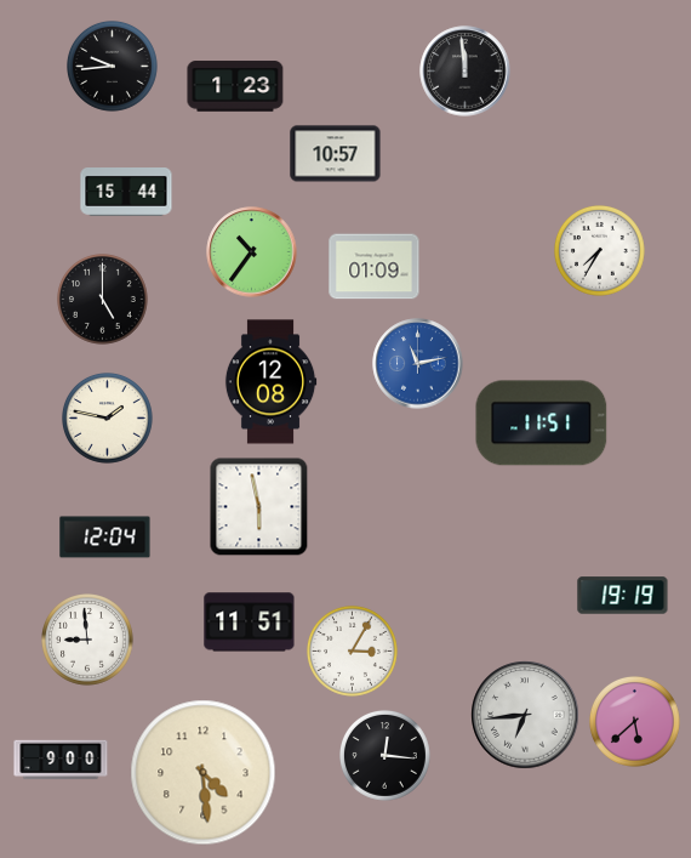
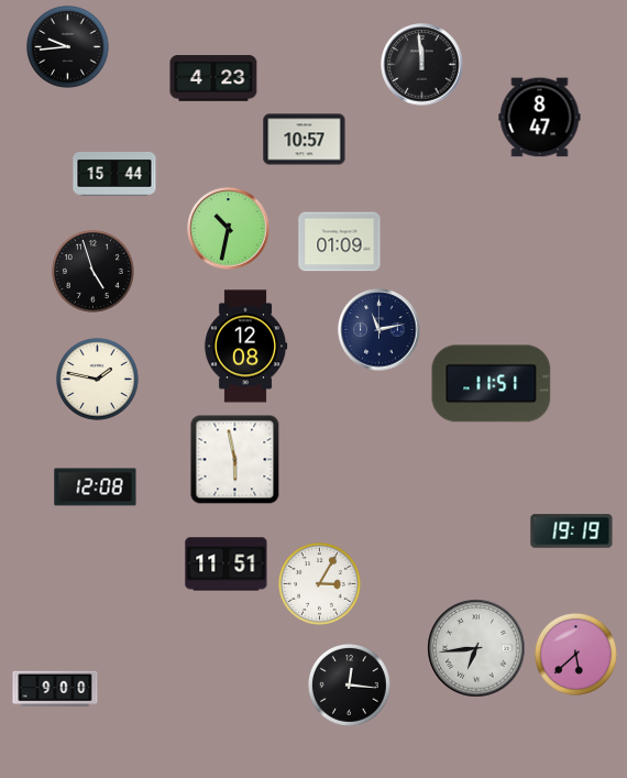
clock at (113, 67) position: (113, 67) -> (68, 47)
clock at (235, 86): 1:23 -> 4:23
clock at (540, 118): none -> 8:47
clock at (600, 251): 7:35 -> none
clock at (252, 252): 10:36 -> 10:32
clock at (103, 300): 5:00 -> 4:57
clock at (418, 364) dial: blue -> navy
clock at (105, 538): 12:04 -> 12:08
clock at (623, 596) position: (623, 596) -> (572, 532)
clock at (88, 641): 8:59 -> none
clock at (353, 652) position: (353, 652) -> (320, 584)
clock at (204, 773): 4:29 -> none
